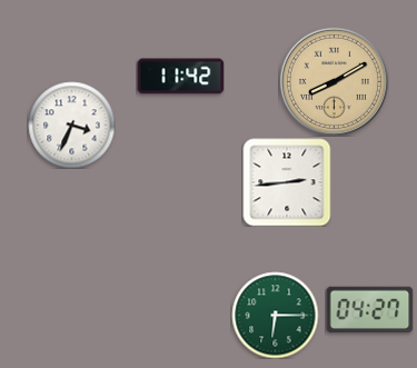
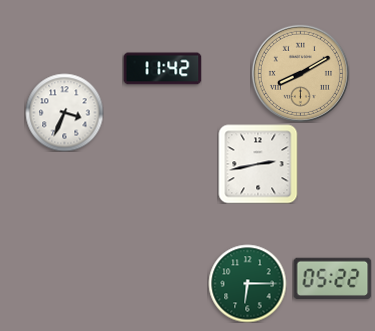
clock at (287, 182): 2:44 -> 2:43
clock at (369, 309): 04:27 -> 05:22
